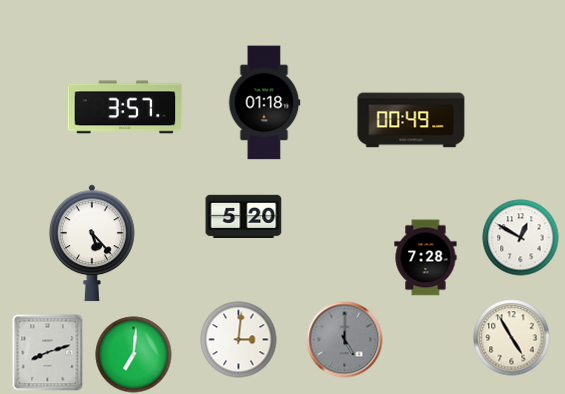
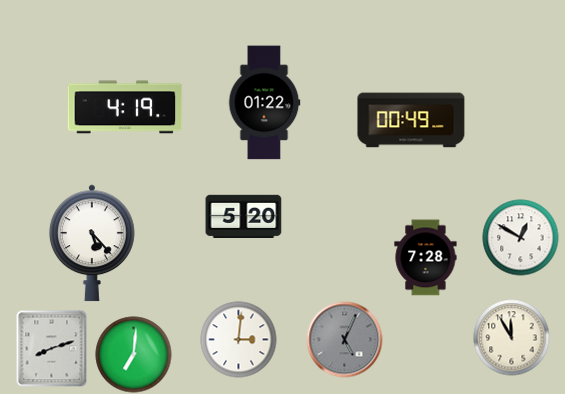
clock at (264, 103): 01:18 -> 01:22
clock at (125, 107): 3:57 -> 4:19
clock at (512, 338): 4:55 -> 11:55
clock at (345, 340): 5:00 -> 5:04
clock at (48, 353) position: (48, 353) -> (52, 349)
